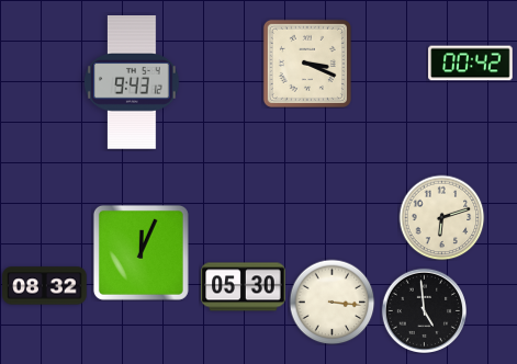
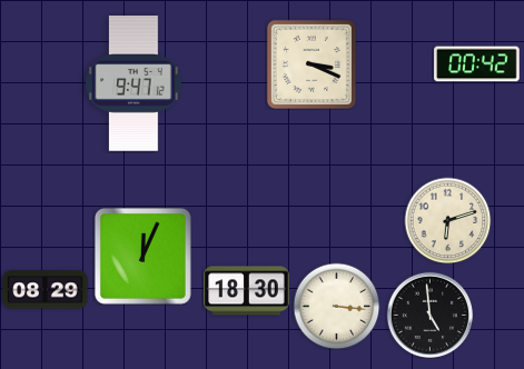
clock at (133, 83): 9:43 -> 9:47
clock at (45, 286): 08:32 -> 08:29
clock at (244, 287): 05:30 -> 18:30
